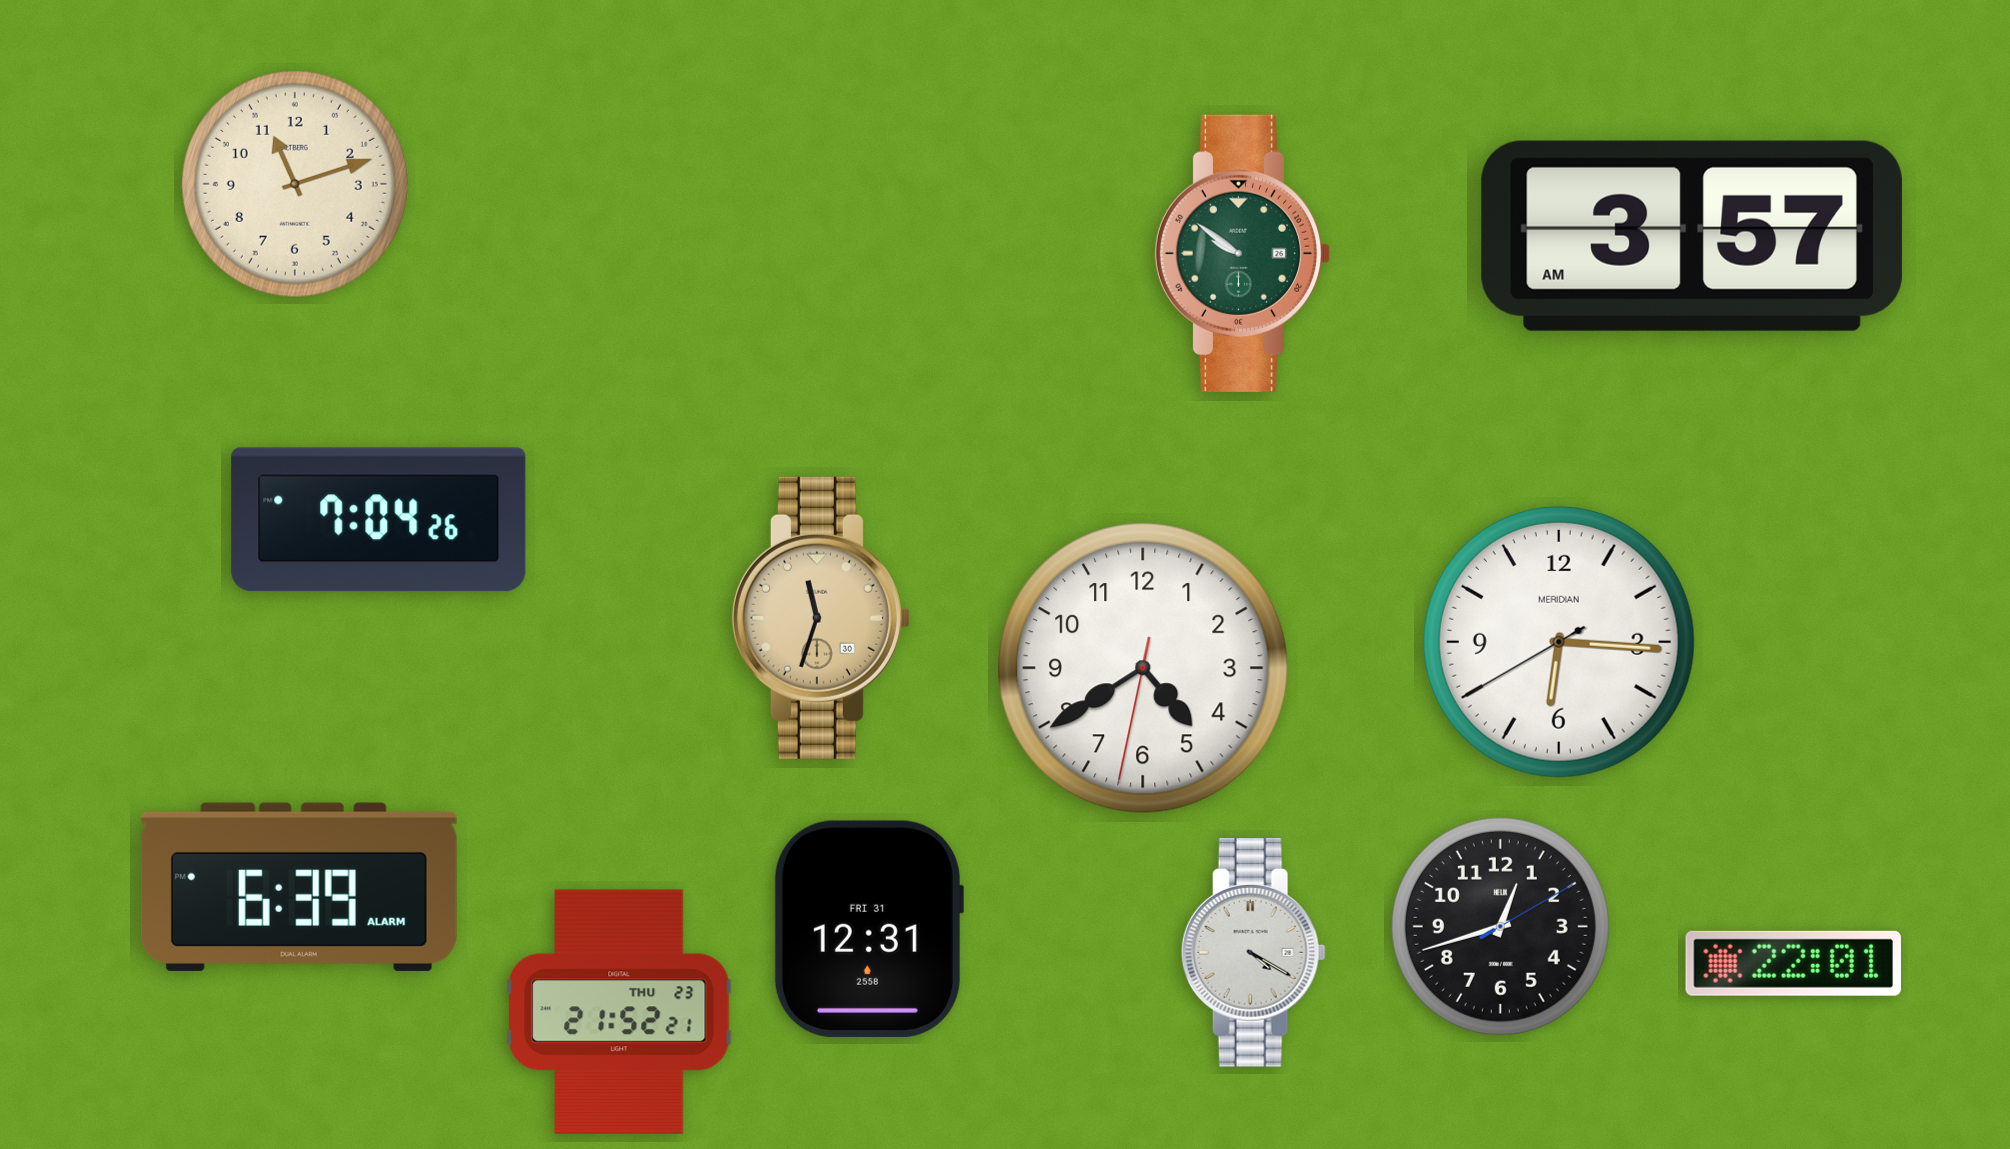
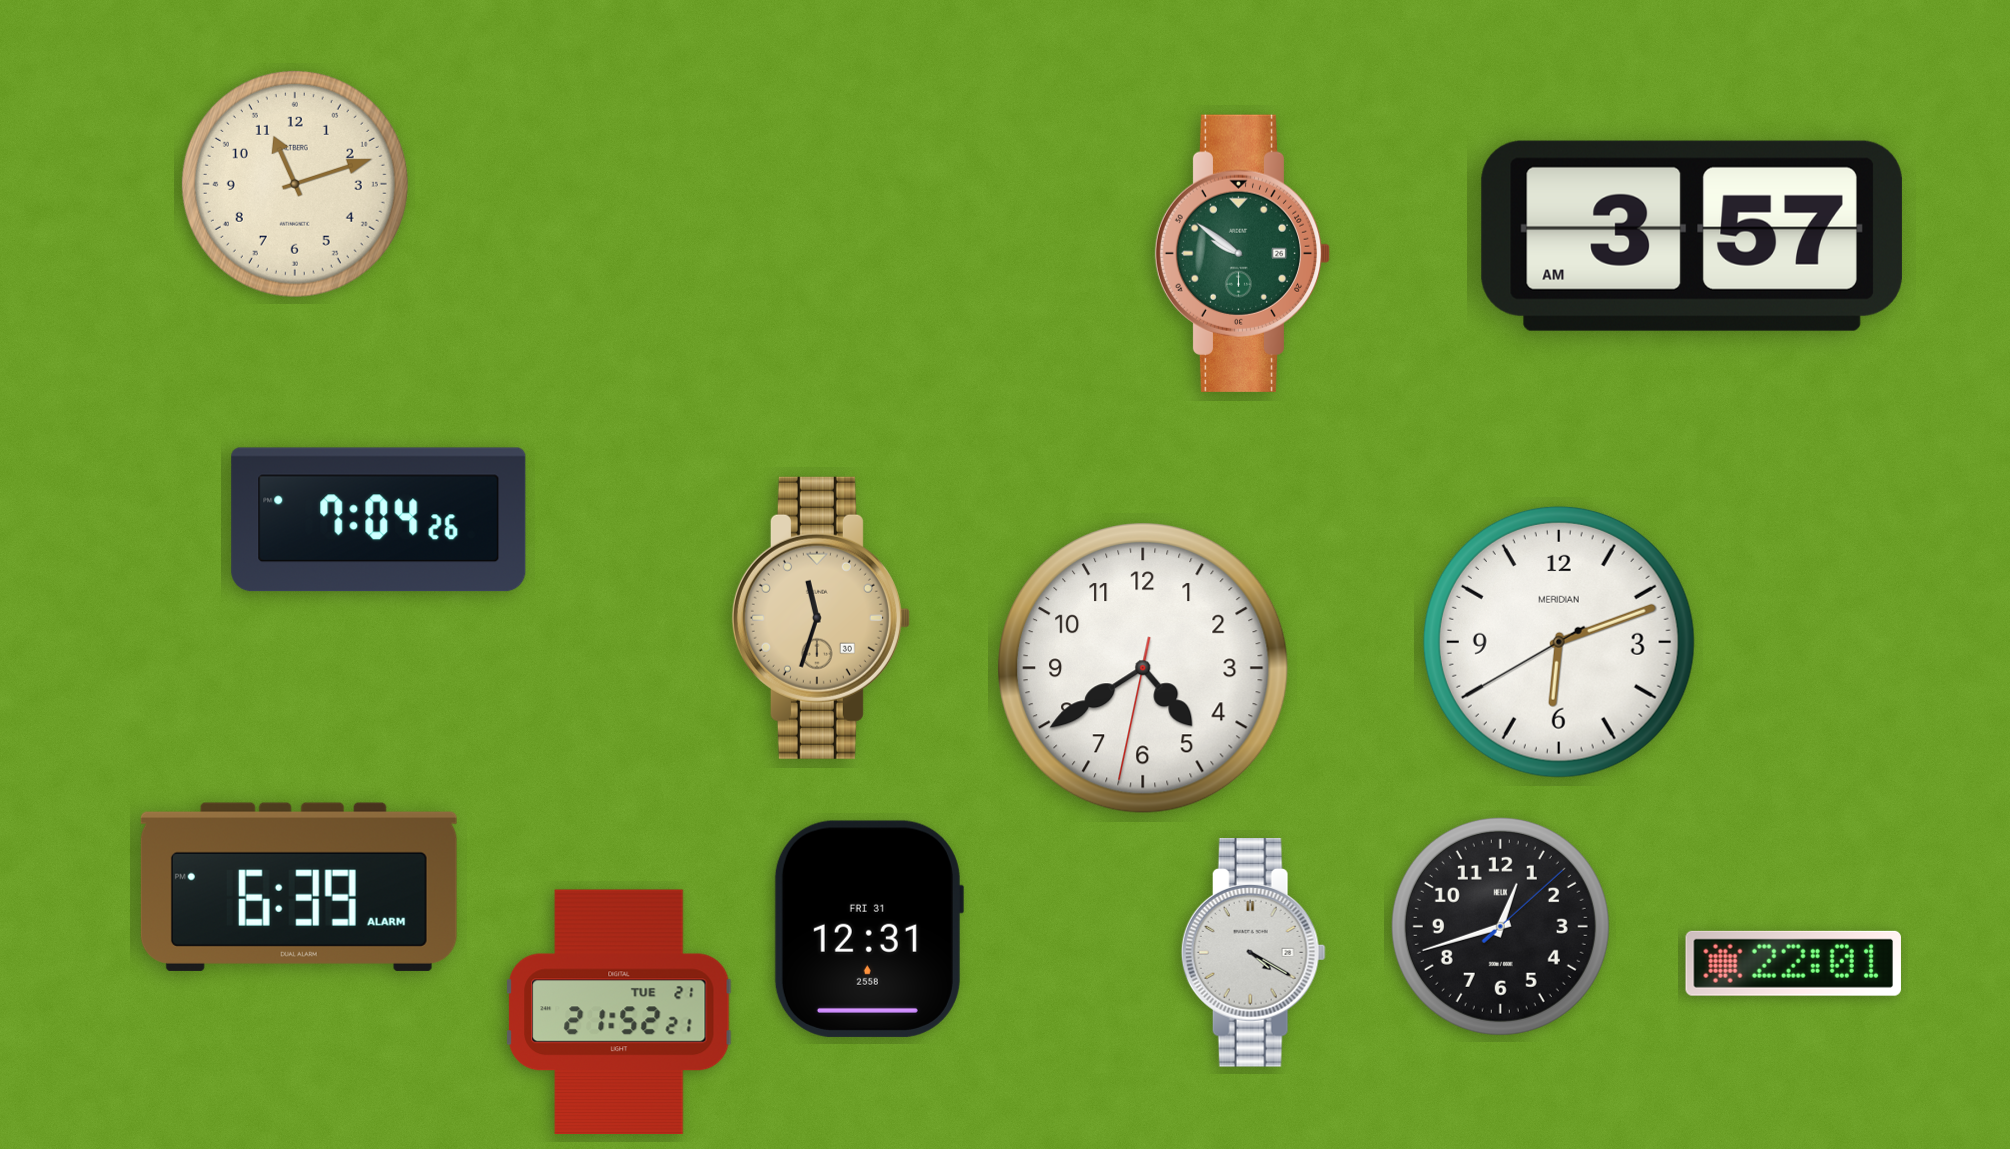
clock at (1559, 642): 6:15 -> 6:11
clock at (1500, 926): 12:42:10 -> 12:42:08
clock at (619, 1011) date: THU 23 -> TUE 21
